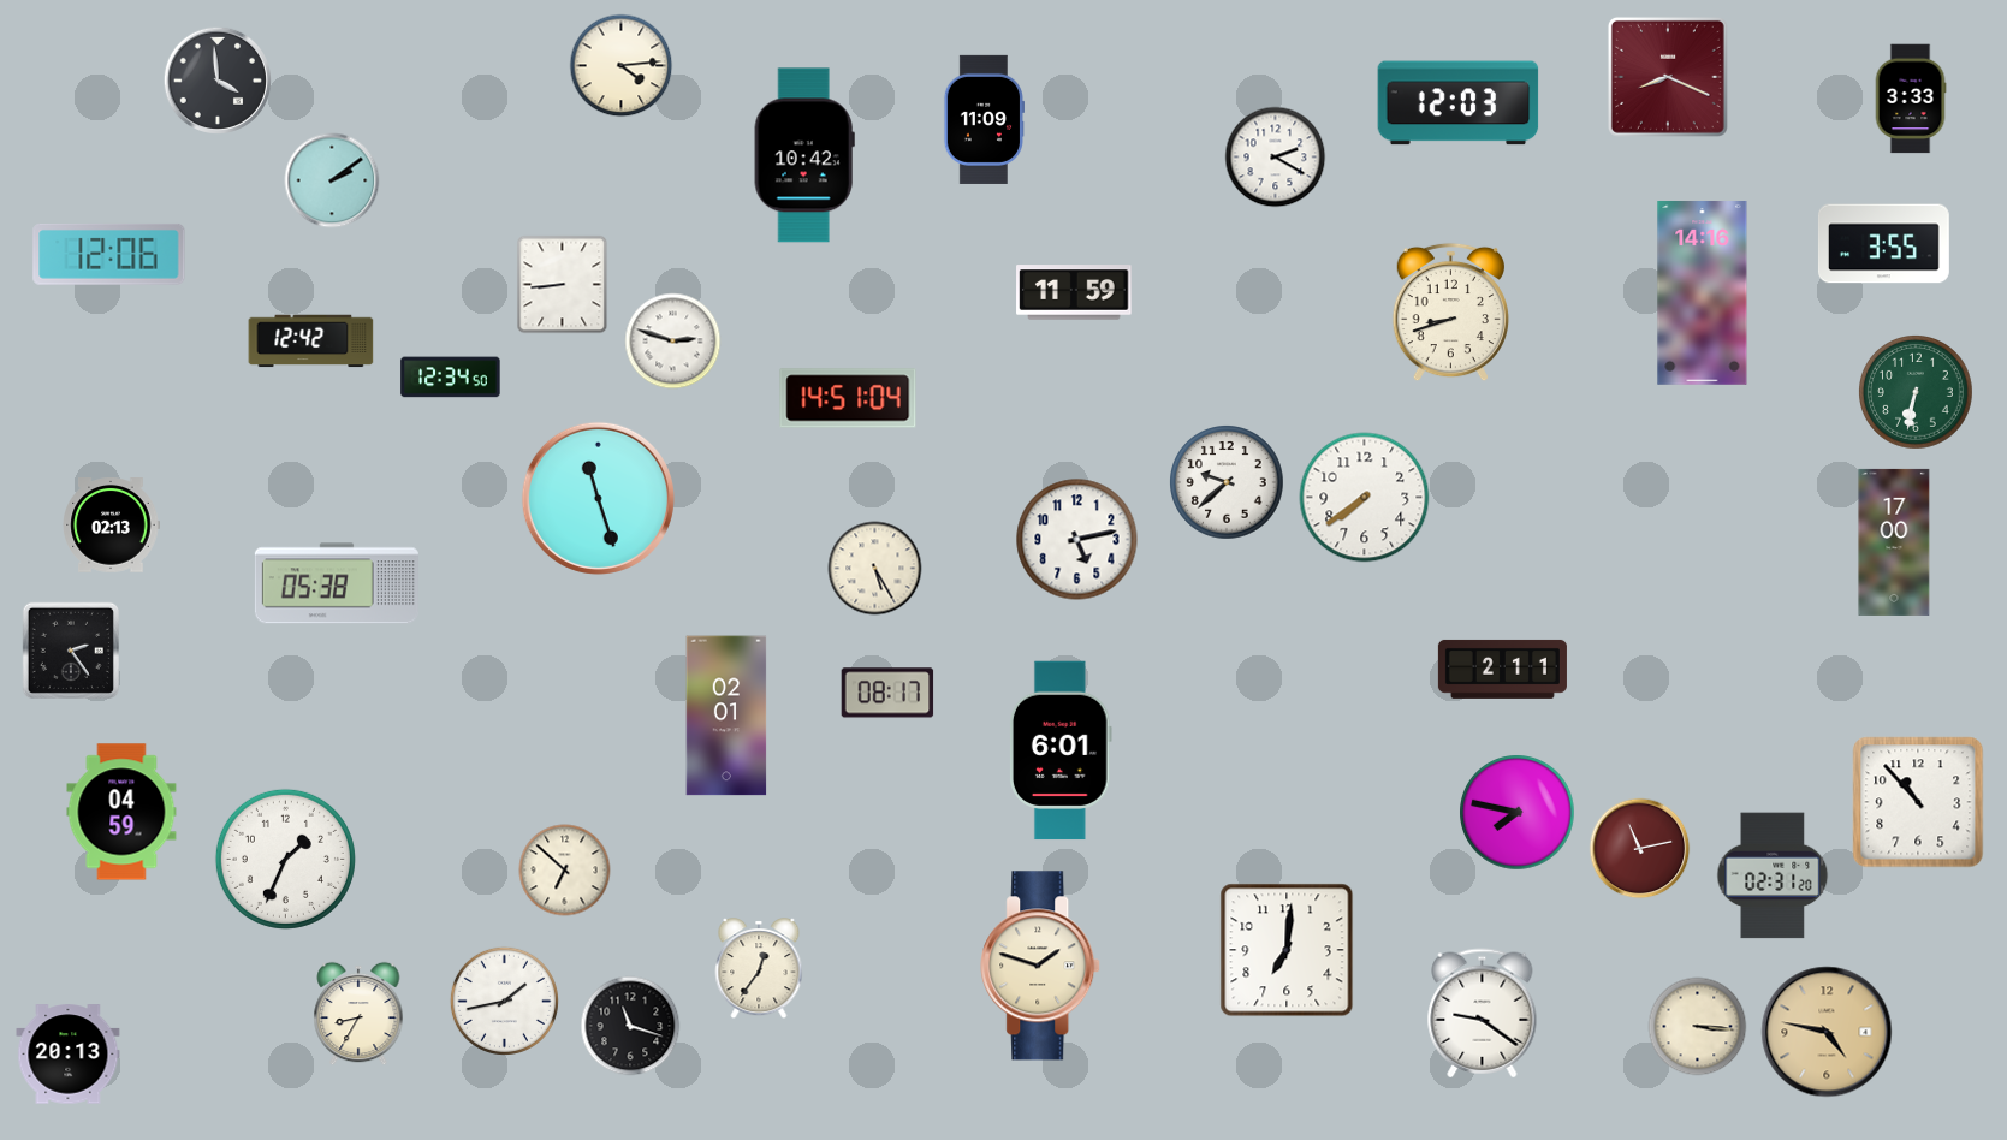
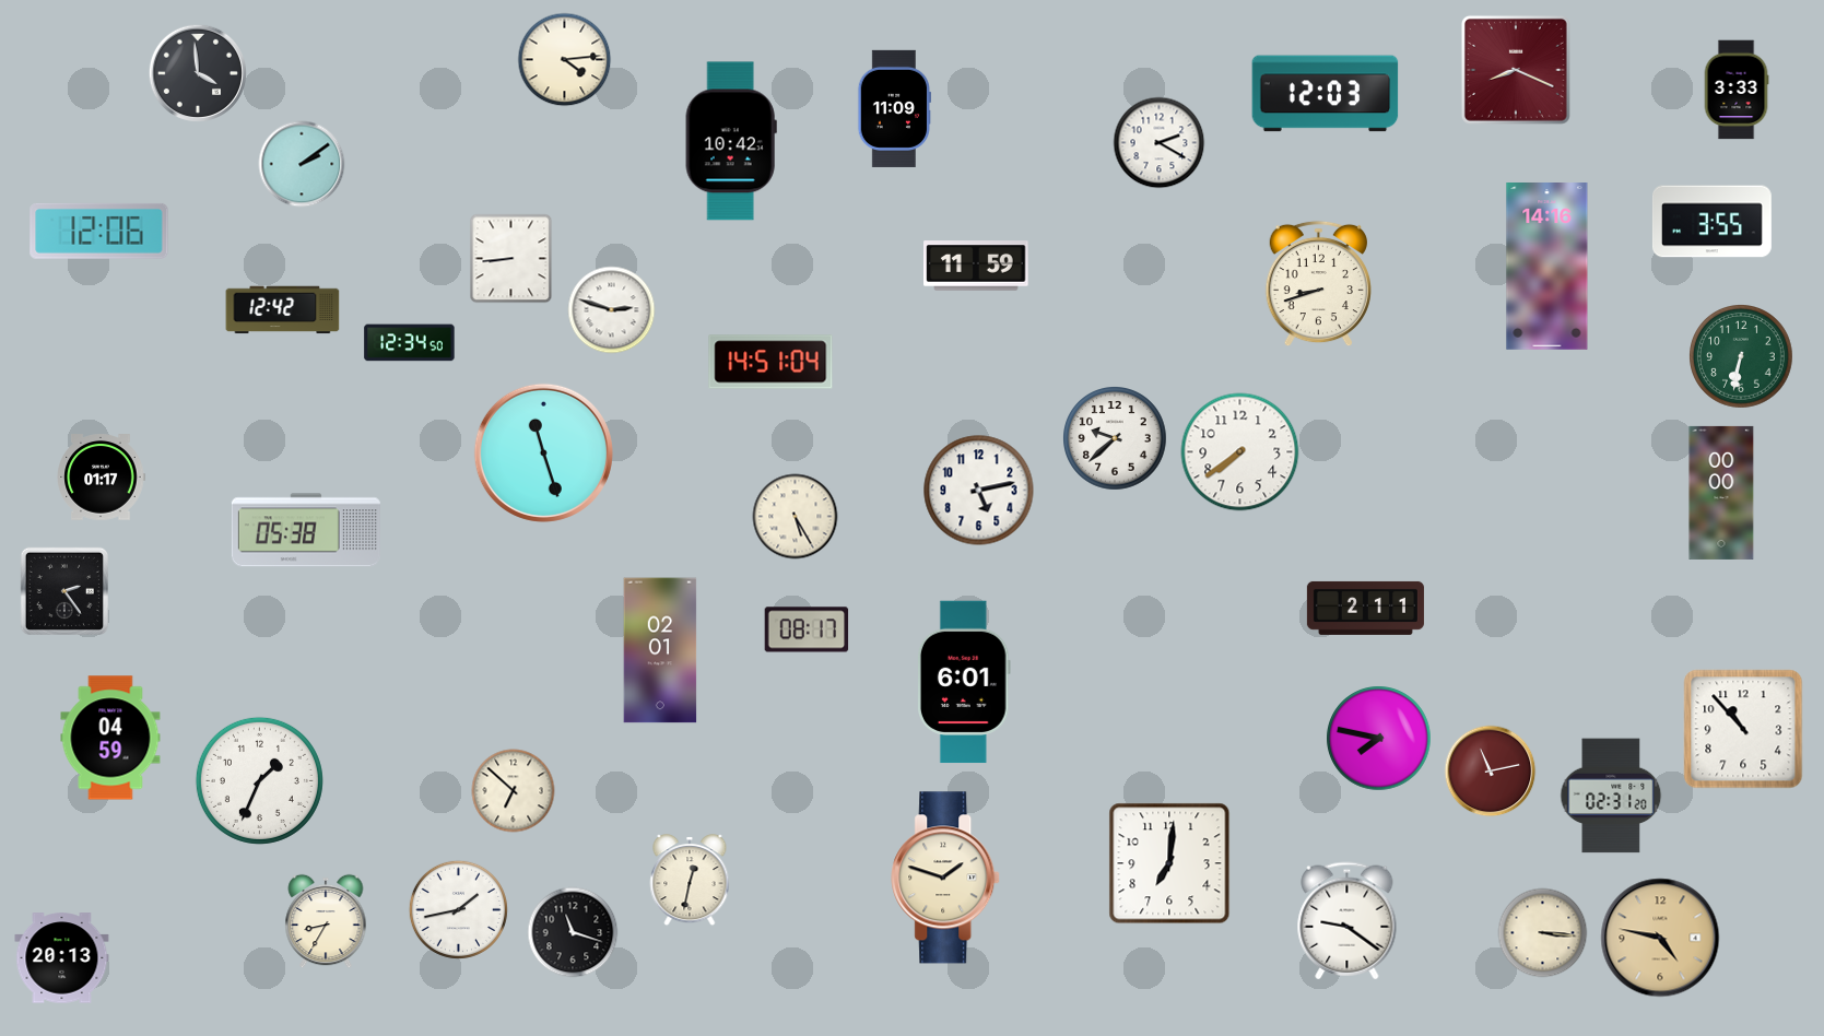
clock at (111, 526): 02:13 -> 01:17
clock at (1894, 542): 17:00 -> 00:00
clock at (759, 969): 12:36 -> 12:32
